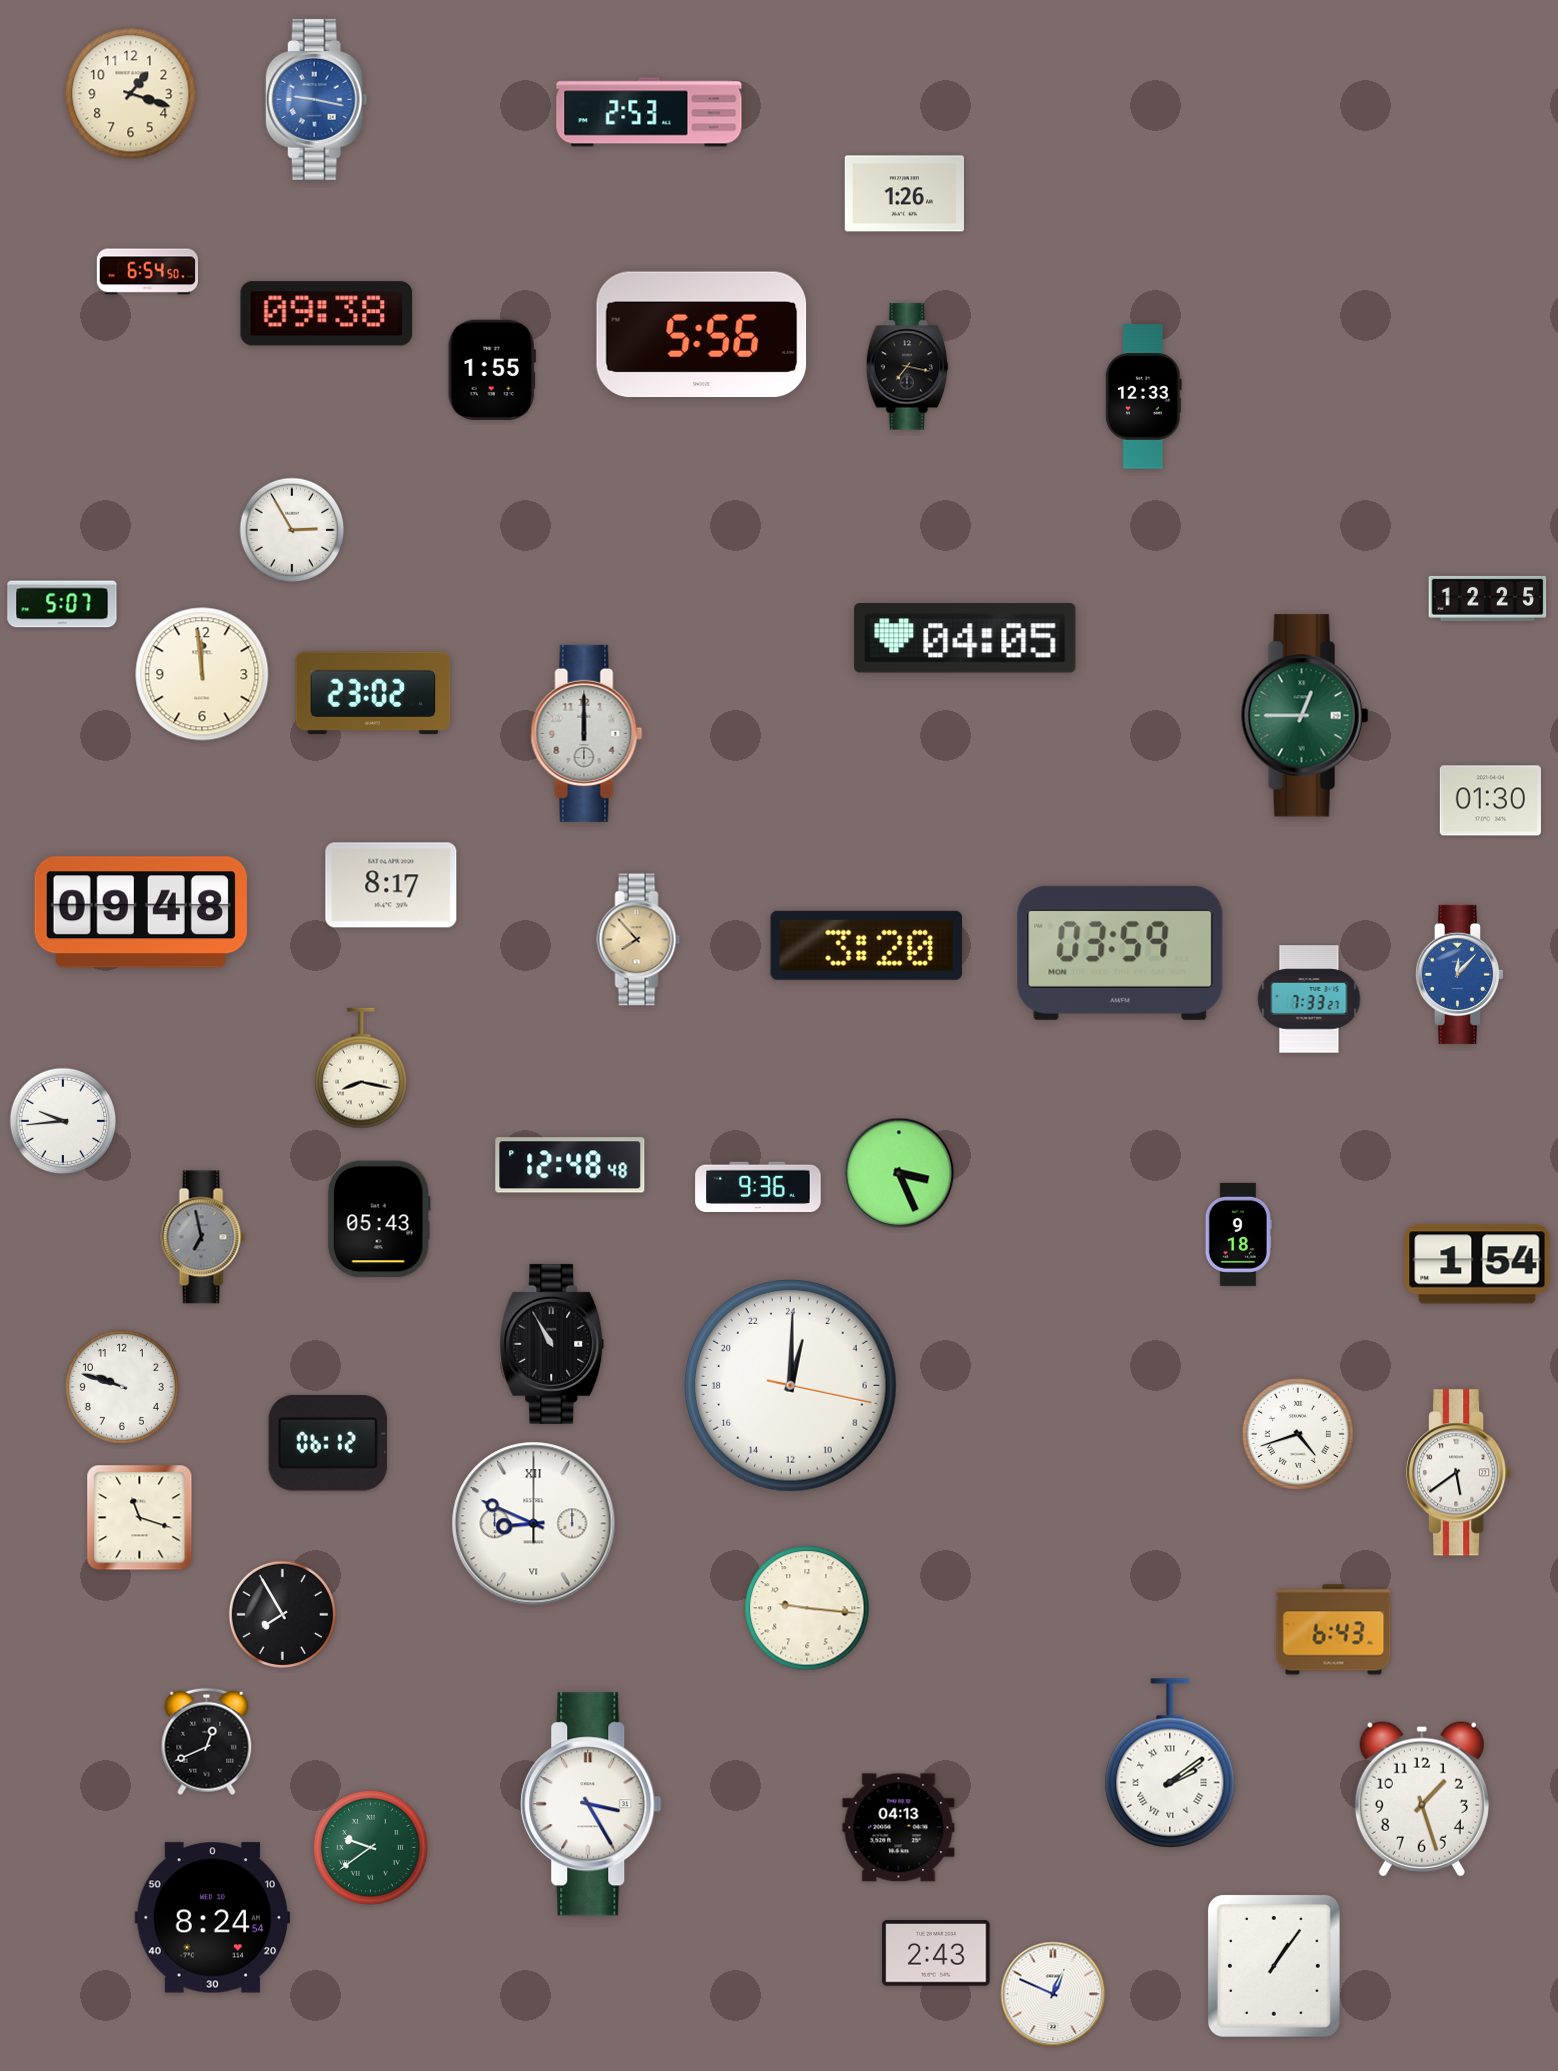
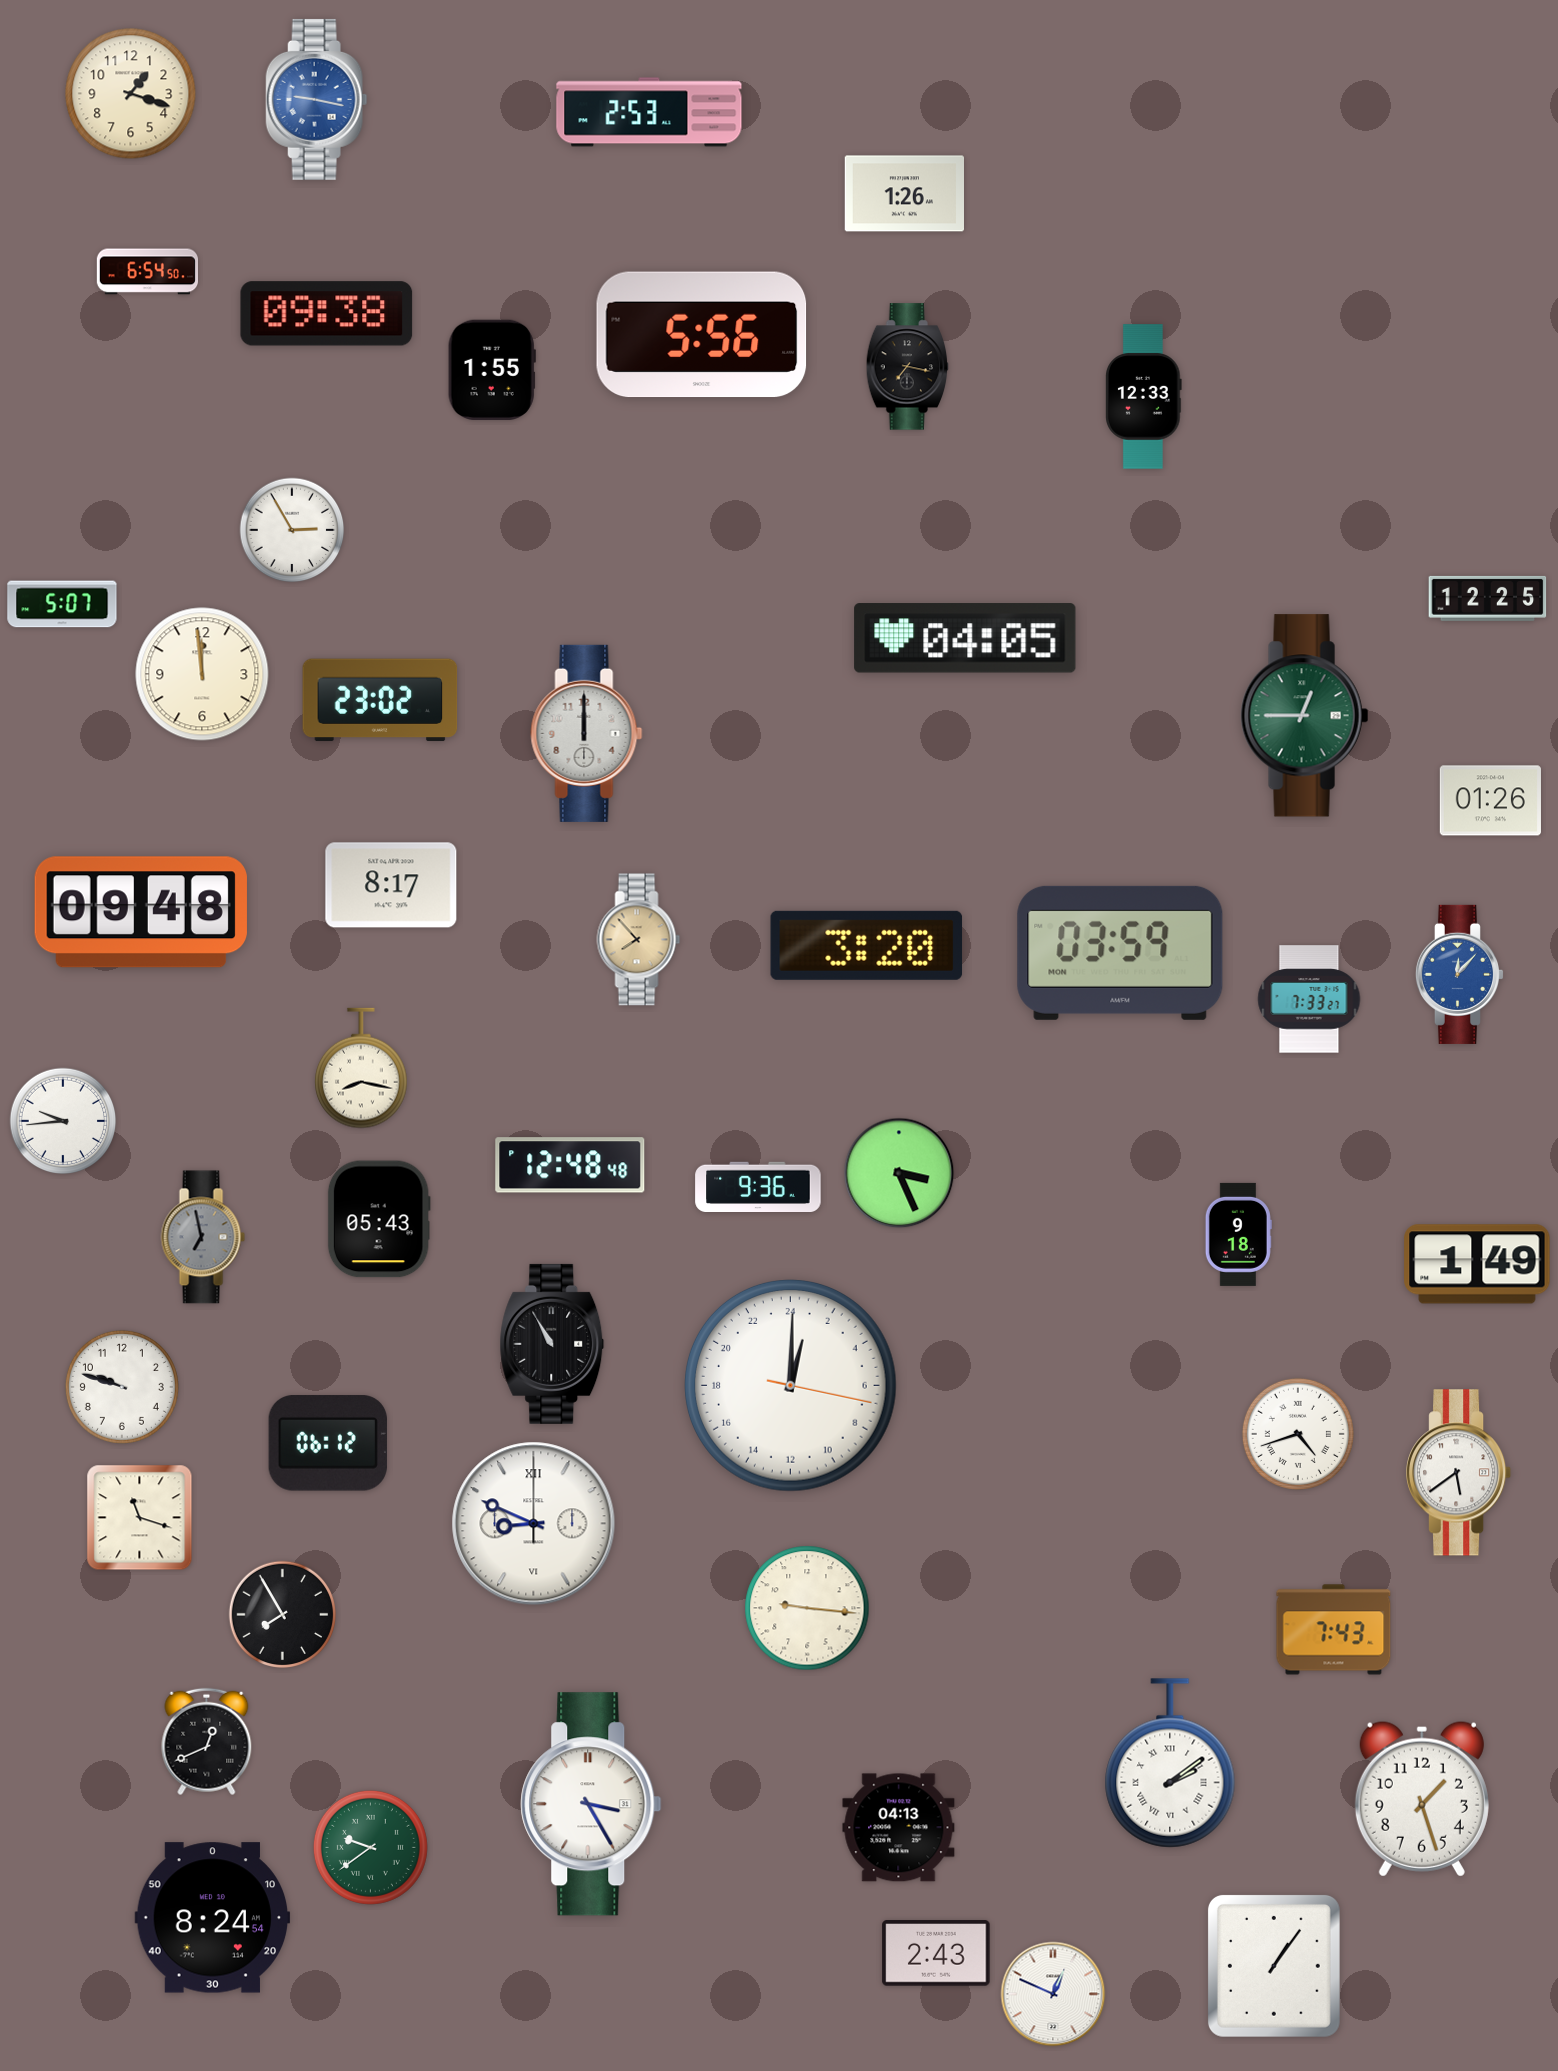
clock at (373, 693) position: (373, 693) -> (380, 700)
clock at (1490, 801): 01:30 -> 01:26
clock at (1477, 1264): 1:54 -> 1:49
clock at (1334, 1630): 6:43 -> 7:43
